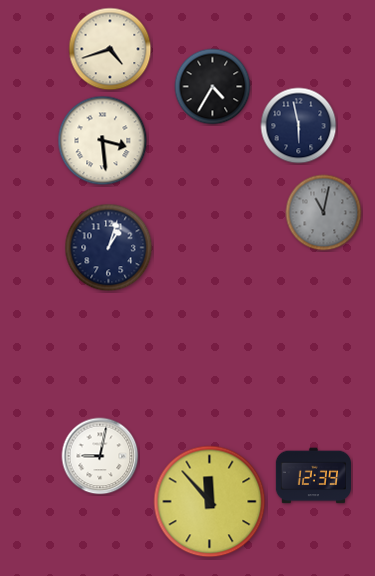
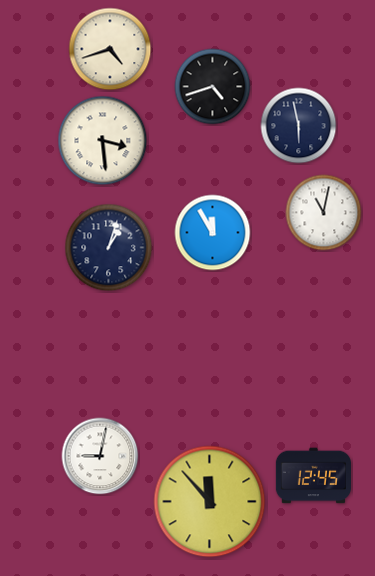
clock at (213, 87): 4:35 -> 4:42
clock at (324, 213) dial: grey -> white
clock at (213, 233): none -> 11:55
clock at (313, 476): 12:39 -> 12:45
